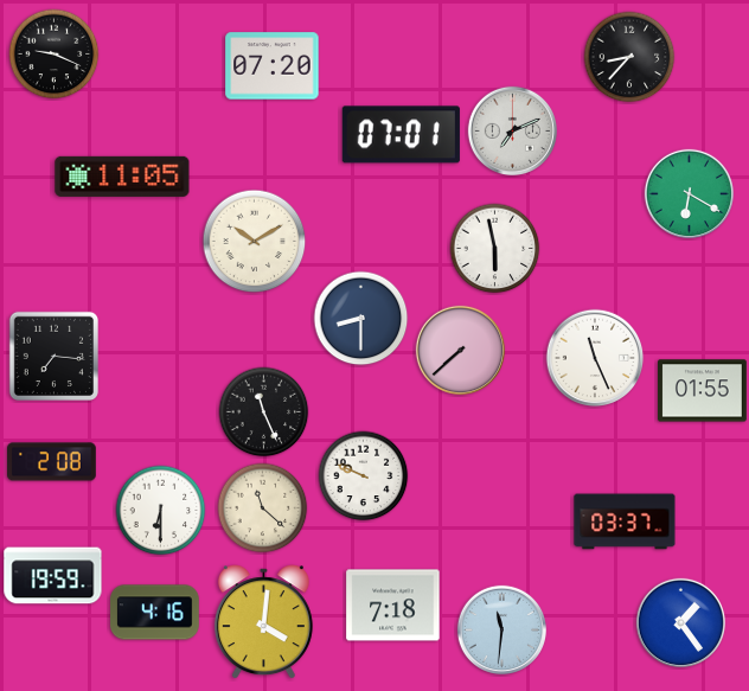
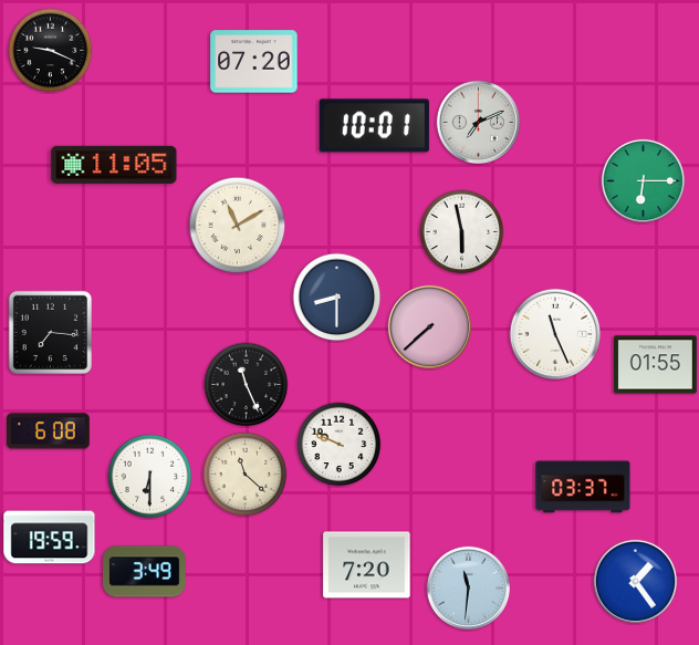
clock at (629, 57): 8:37 -> none
clock at (401, 135): 07:01 -> 10:01
clock at (689, 193): 6:20 -> 6:15
clock at (255, 242): 10:10 -> 11:10
clock at (52, 462): 2:08 -> 6:08
clock at (393, 606): 7:18 -> 7:20
clock at (155, 613): 4:16 -> 3:49
clock at (263, 622): 4:01 -> none
